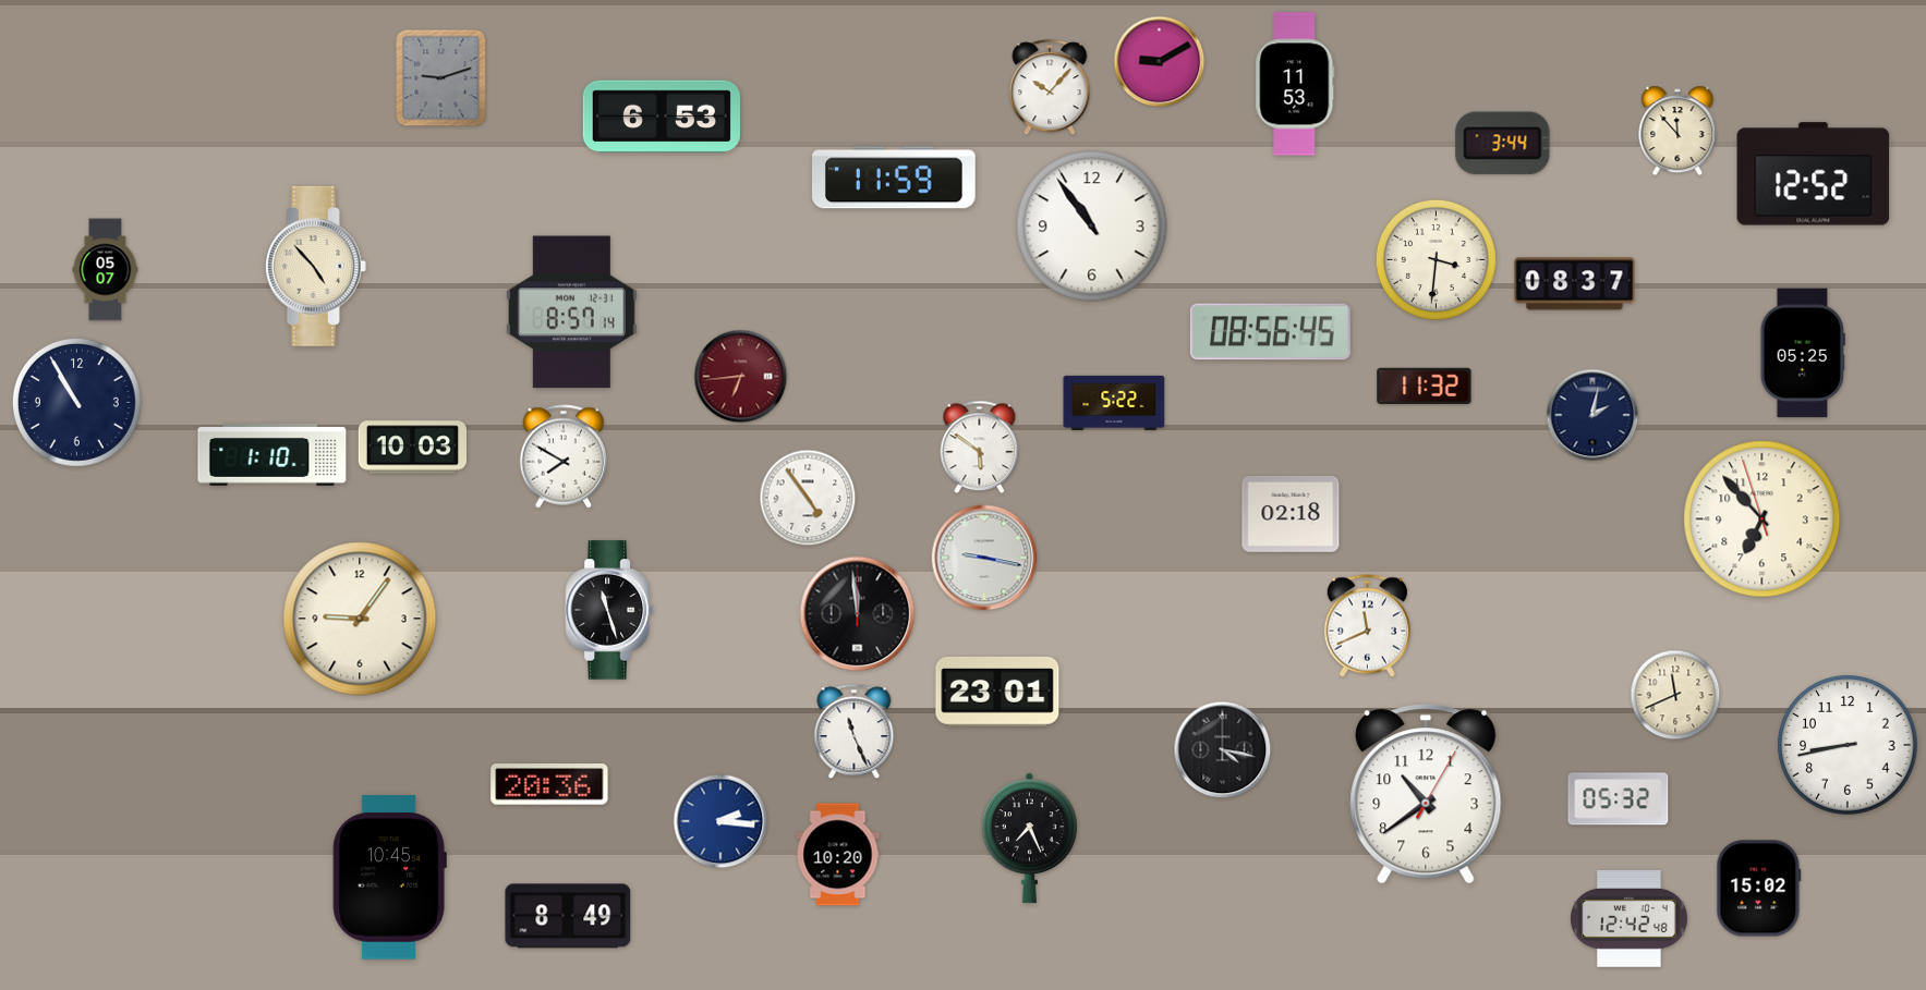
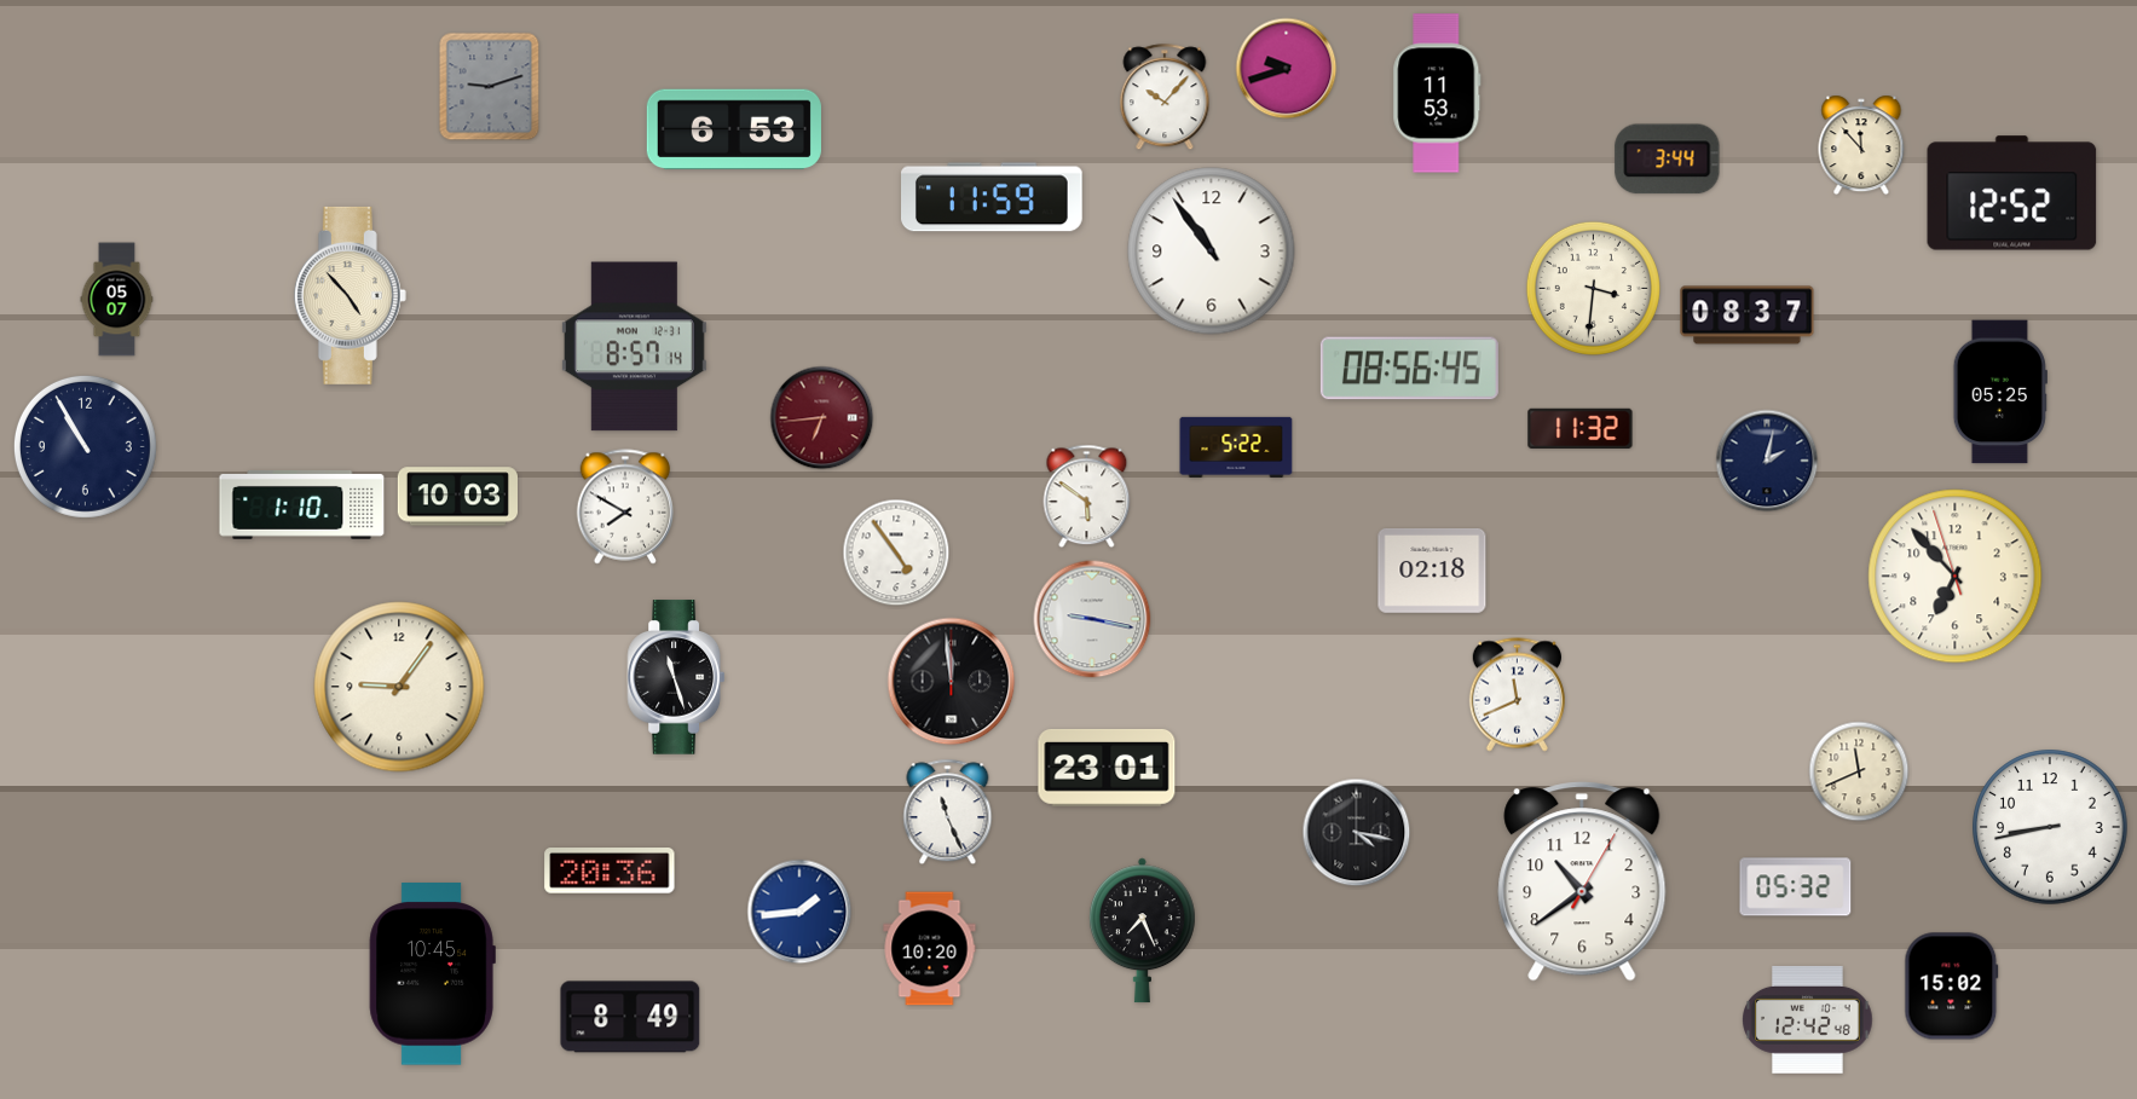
clock at (1160, 62): 9:10 -> 9:42
clock at (720, 821): 2:16 -> 1:44
